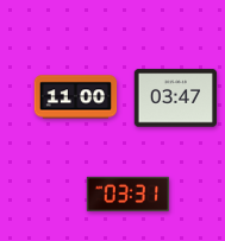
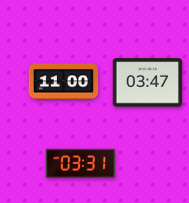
clock at (129, 195) position: (129, 195) -> (81, 164)
